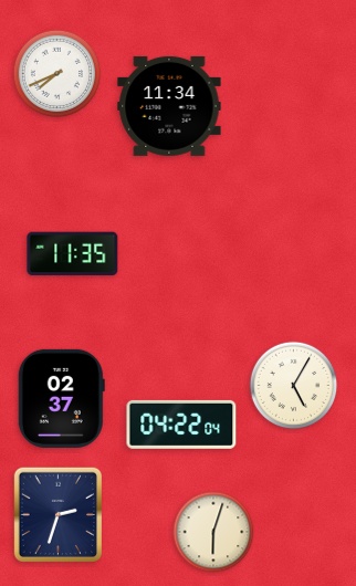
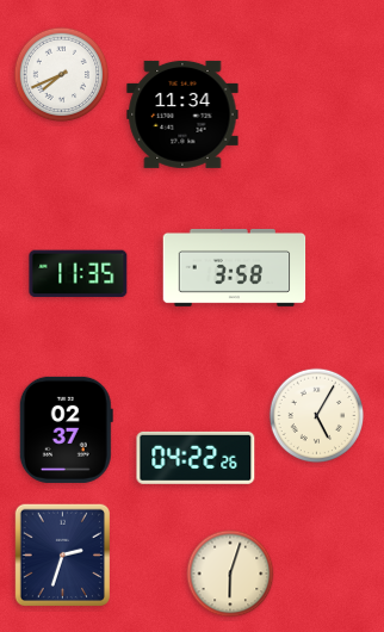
clock at (57, 74) position: (57, 74) -> (62, 75)
clock at (235, 267): none -> 3:58
clock at (181, 425): 04:22:04 -> 04:22:26
